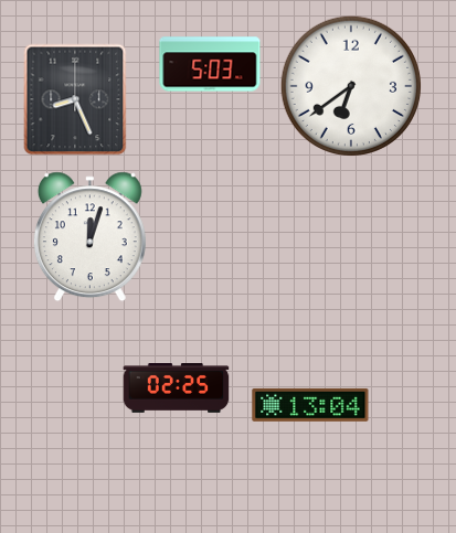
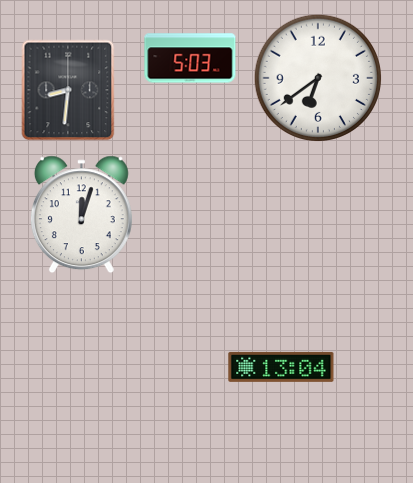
clock at (75, 99): 8:26 -> 8:31
clock at (177, 388): 02:25 -> none
